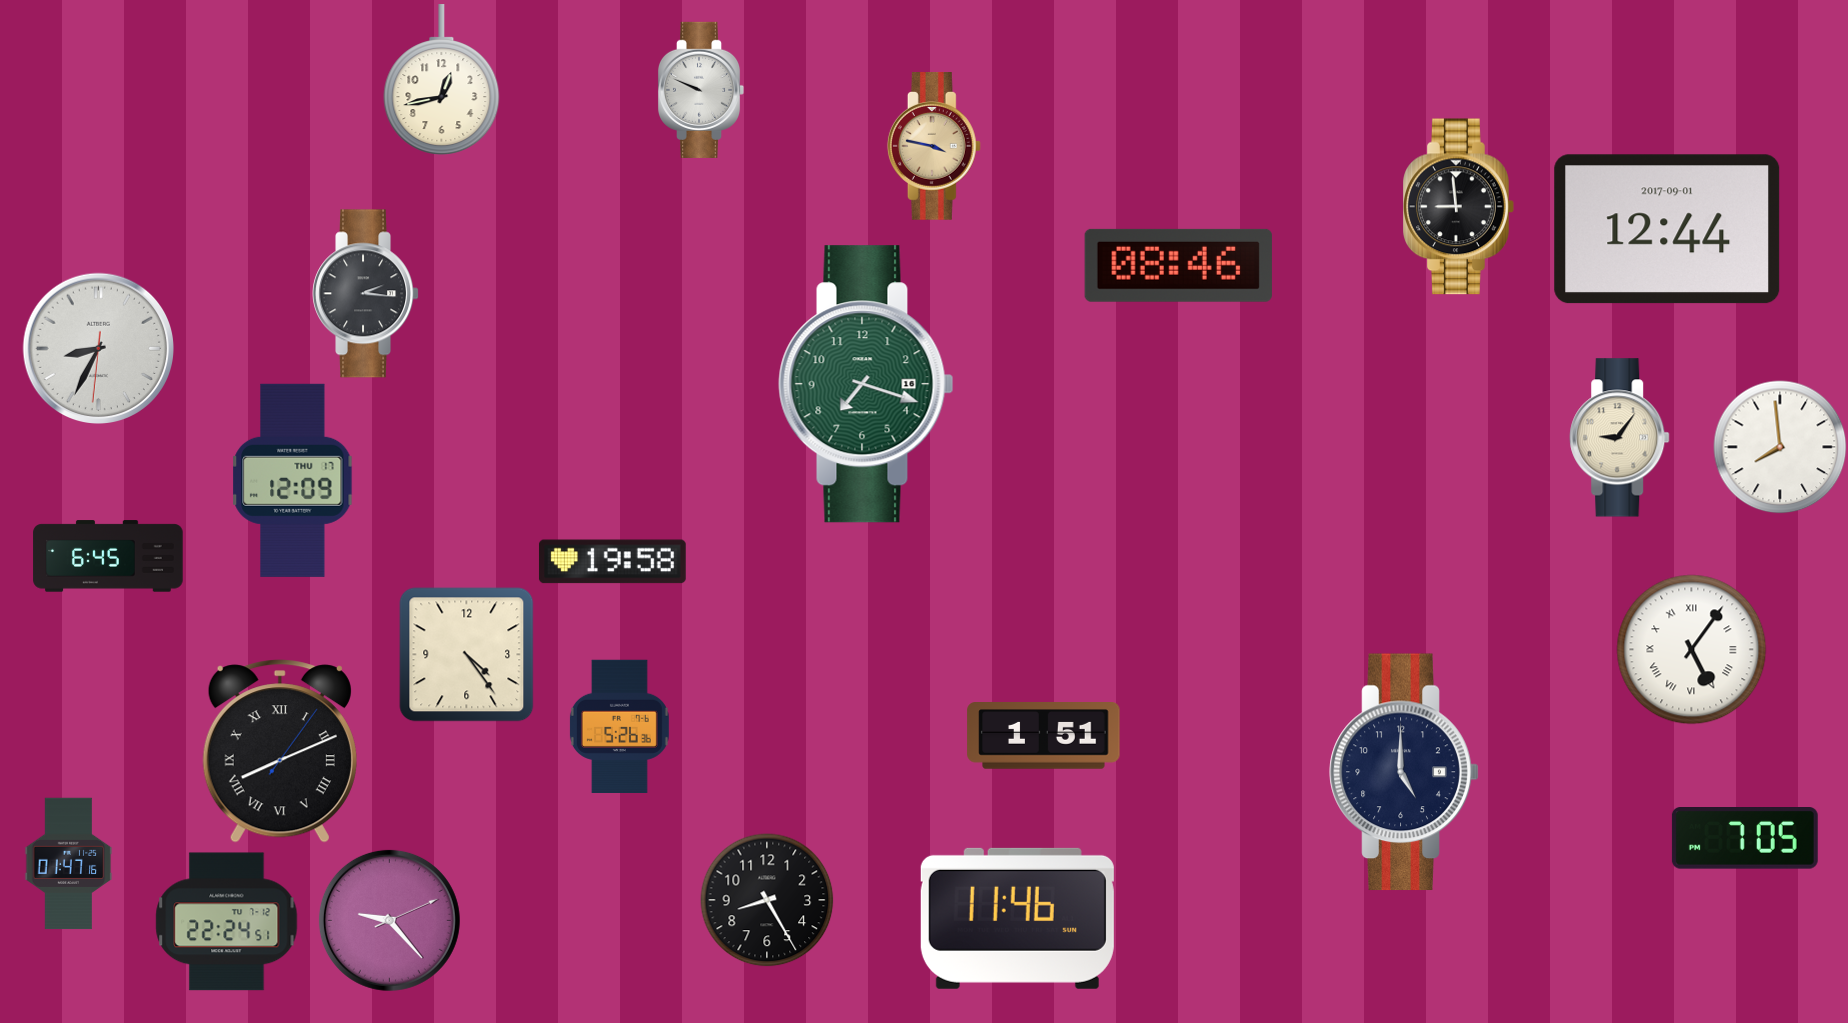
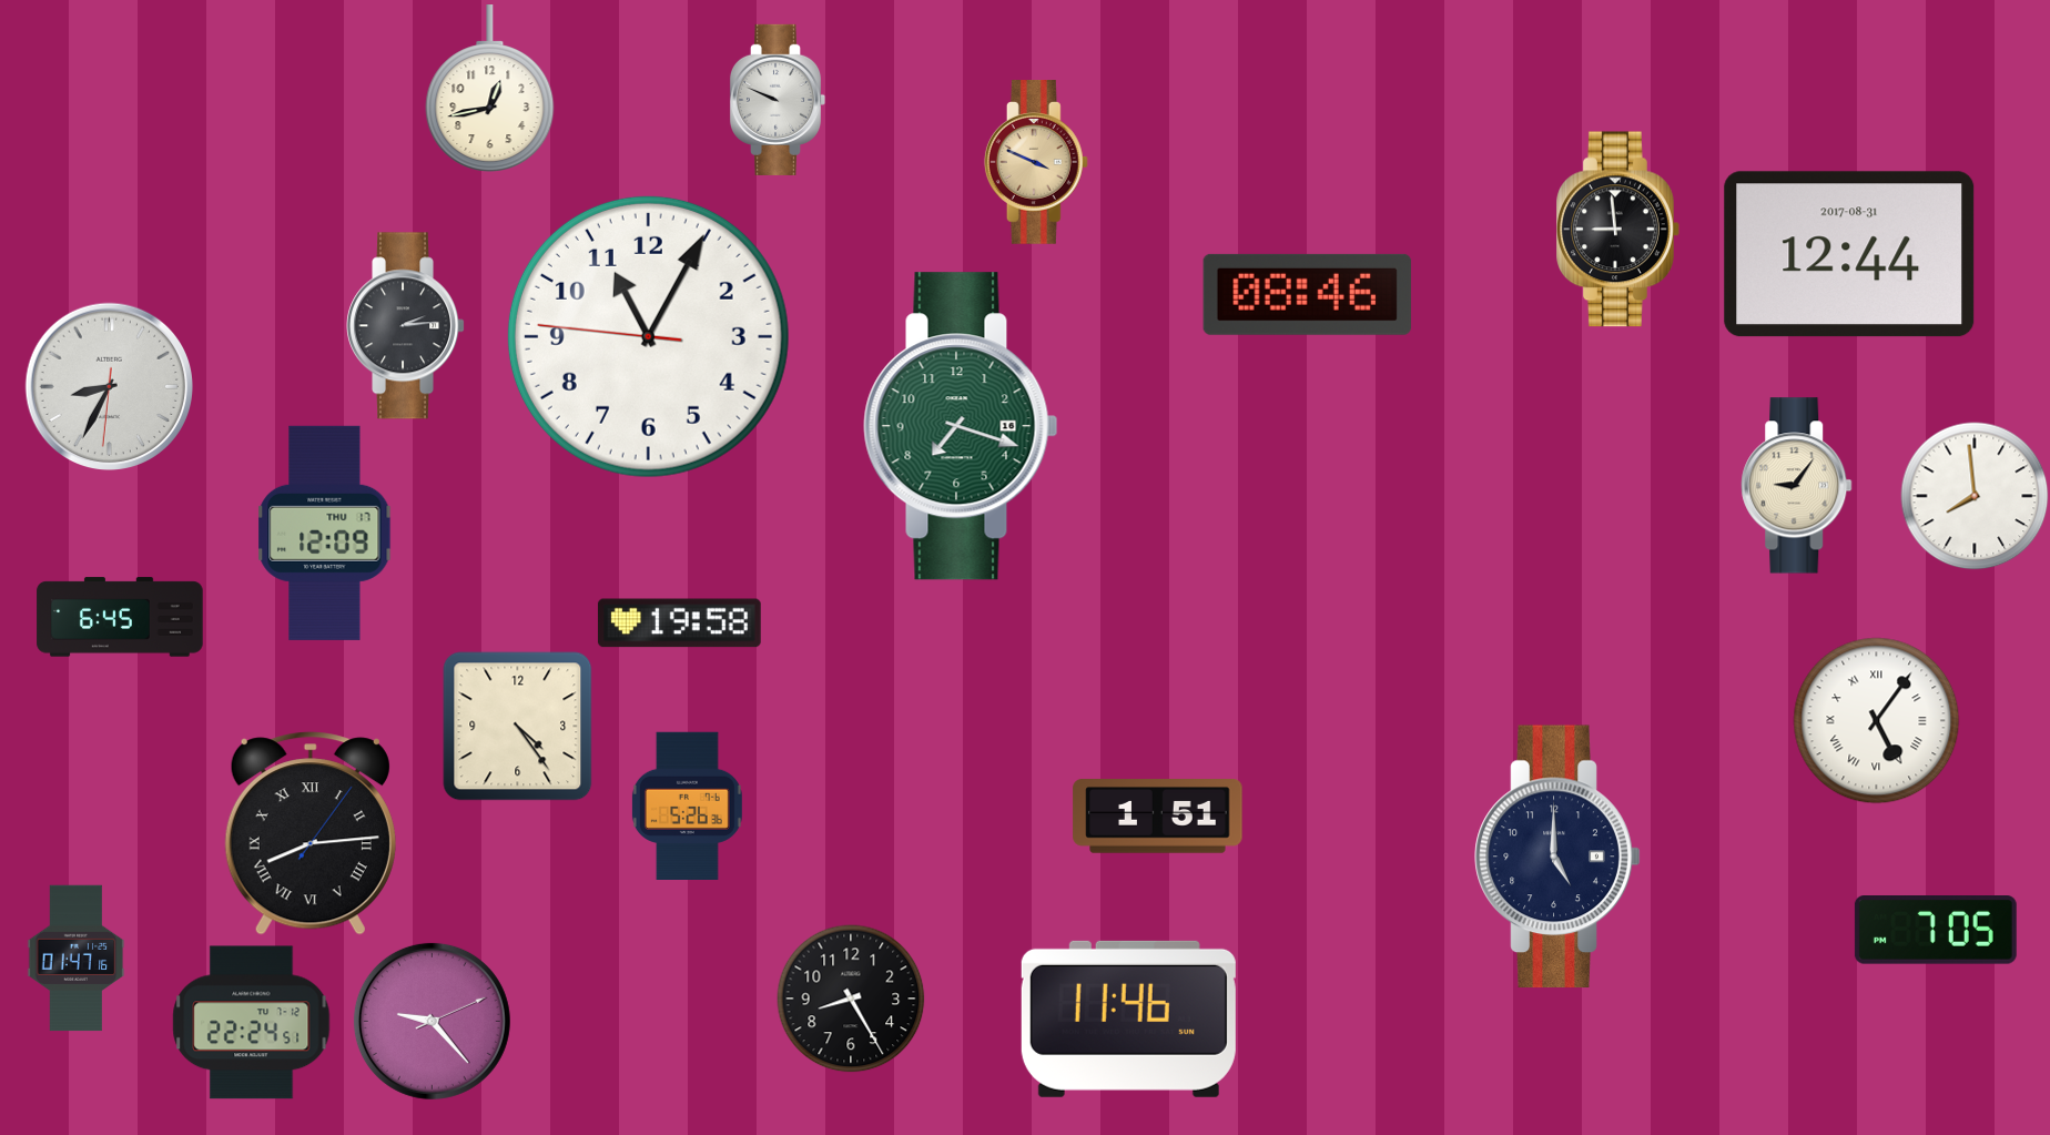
clock at (934, 147): 3:47 -> 3:49
clock at (1667, 229) date: 2017-09-01 -> 2017-08-31
clock at (366, 294): 2:16 -> 2:14
clock at (648, 336): none -> 11:04
clock at (280, 751): 8:11 -> 8:14
